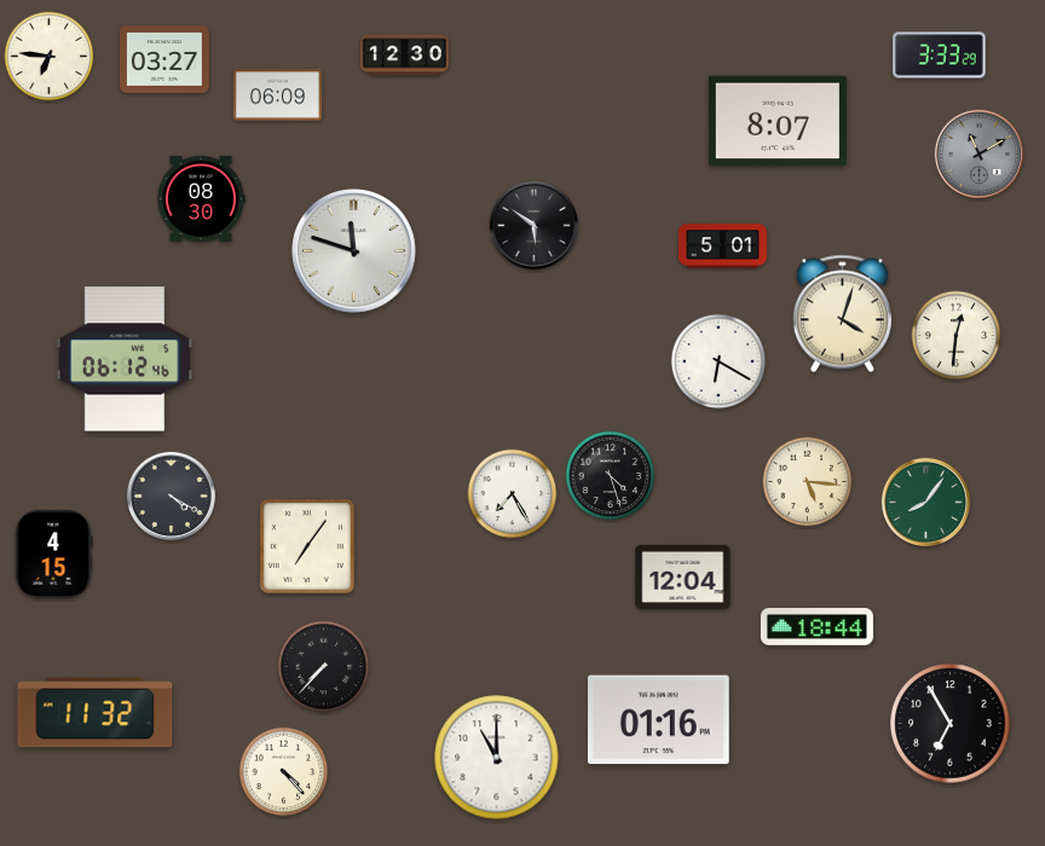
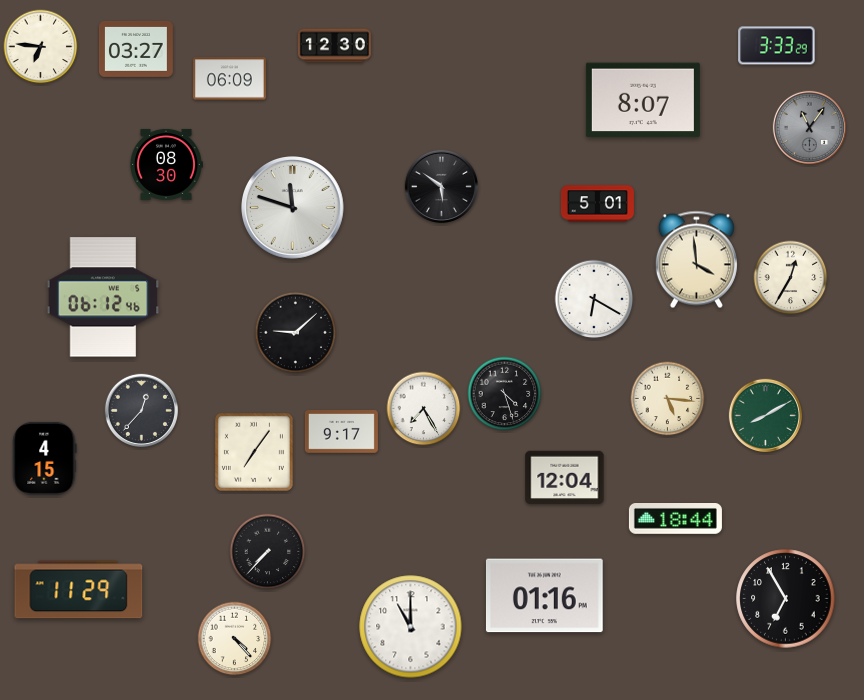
clock at (978, 153): 11:10 -> 11:06
clock at (842, 314): 4:03 -> 3:59
clock at (957, 336): 12:31 -> 12:35
clock at (296, 333): none -> 9:08
clock at (171, 496): 4:20 -> 12:37
clock at (925, 502): 8:06 -> 8:10
clock at (341, 432): none -> 9:17
clock at (96, 713): 11:32 -> 11:29
